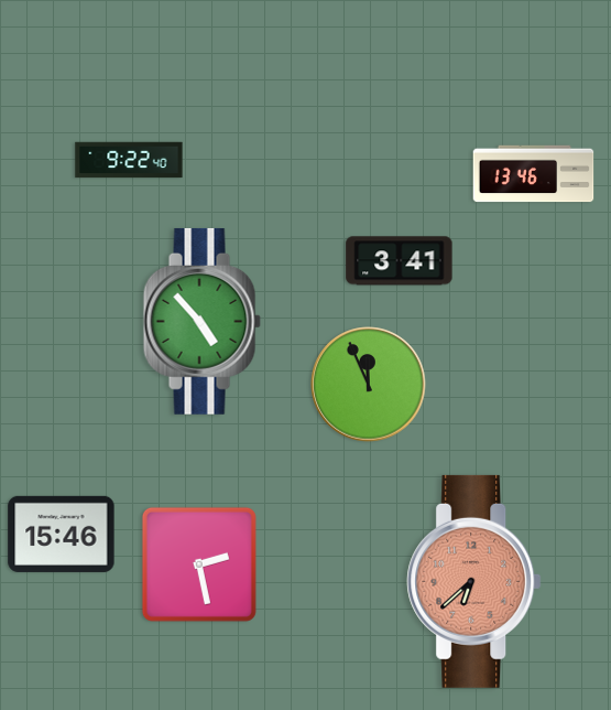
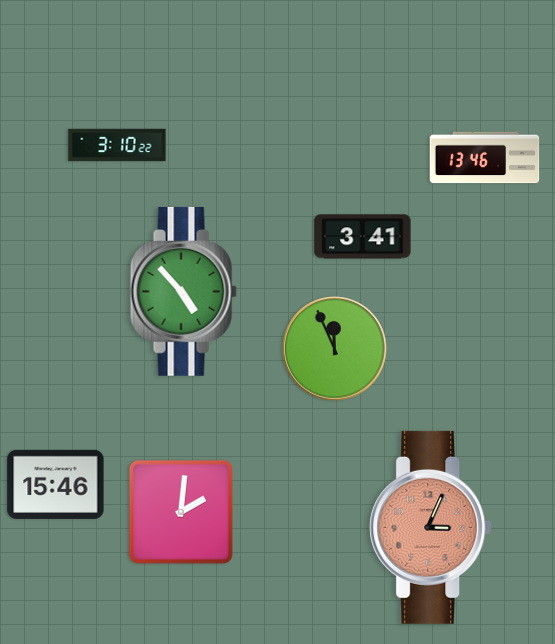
clock at (129, 160): 9:22 -> 3:10
clock at (199, 564): 2:28 -> 2:01
clock at (474, 581): 6:38 -> 3:04
